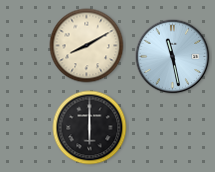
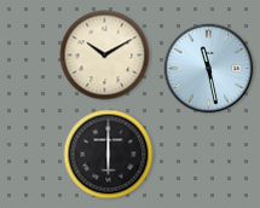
clock at (87, 46): 8:10 -> 10:10
